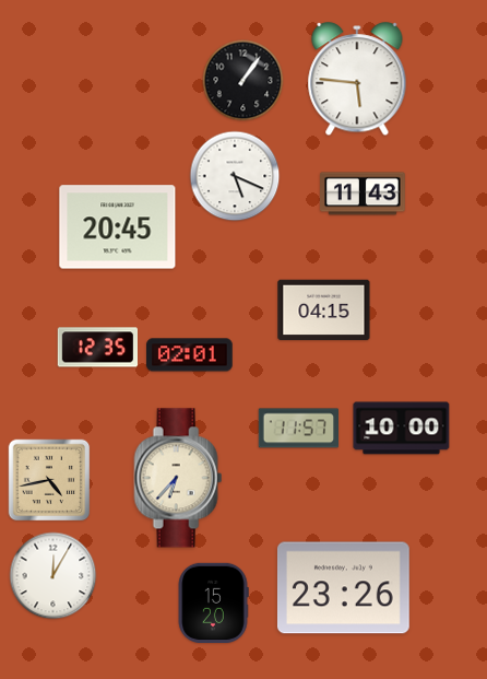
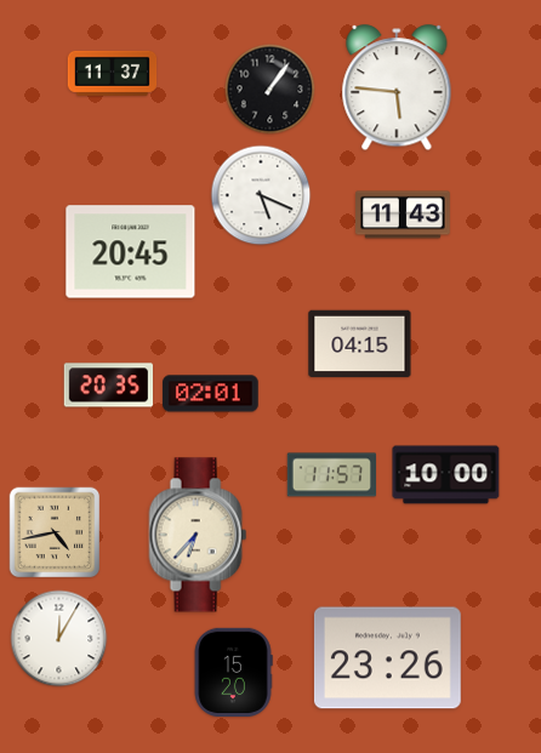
clock at (113, 73): none -> 11:37
clock at (97, 348): 12:35 -> 20:35
clock at (178, 478) position: (178, 478) -> (198, 535)
clock at (343, 588) position: (343, 588) -> (387, 658)
clock at (213, 602) position: (213, 602) -> (233, 672)
